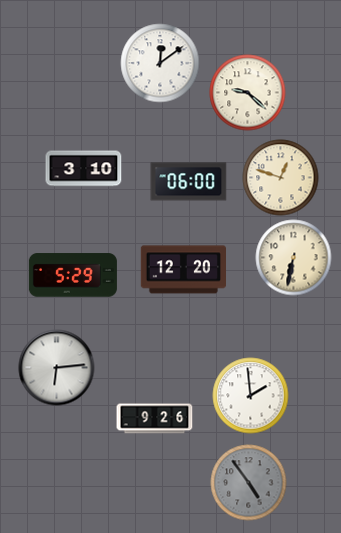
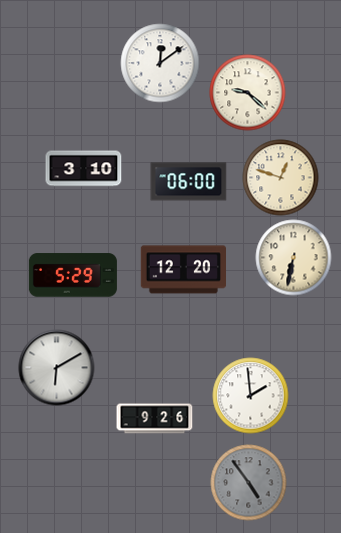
clock at (57, 368): 6:14 -> 6:10
